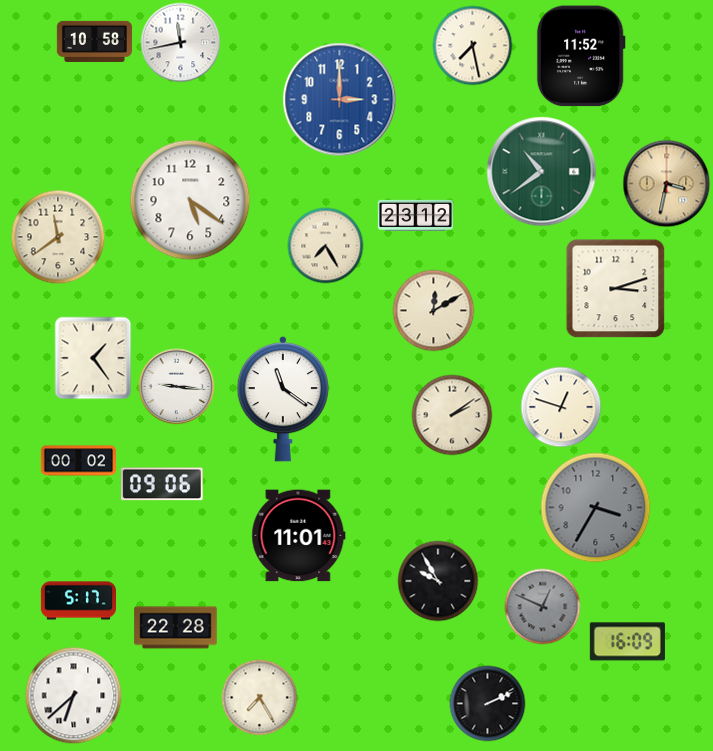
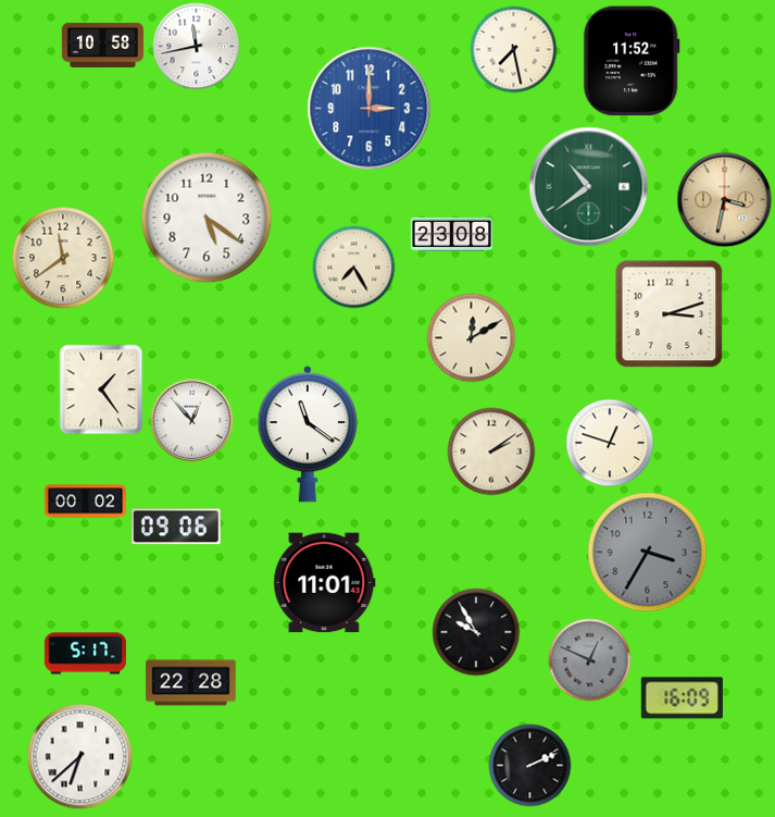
clock at (415, 216): 23:12 -> 23:08
clock at (177, 387): 9:16 -> 12:53
clock at (260, 698): 7:25 -> none
